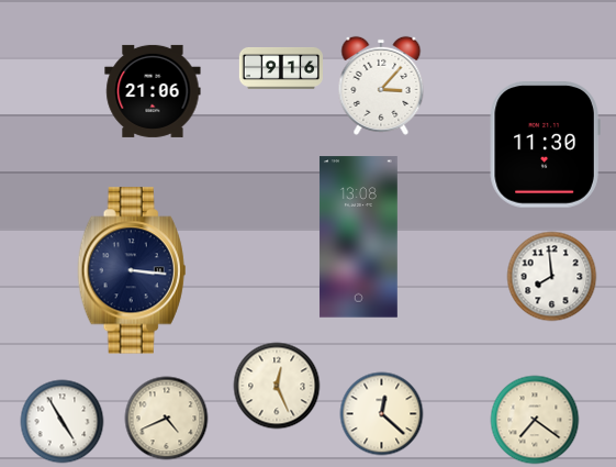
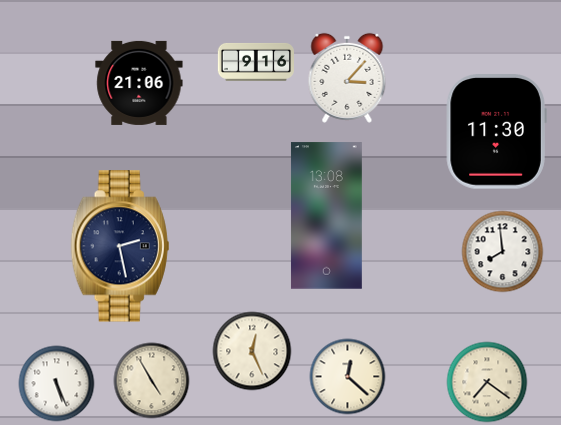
clock at (132, 270): 3:16 -> 2:28
clock at (167, 419): 4:41 -> 4:55
clock at (63, 422): 4:55 -> 5:26
